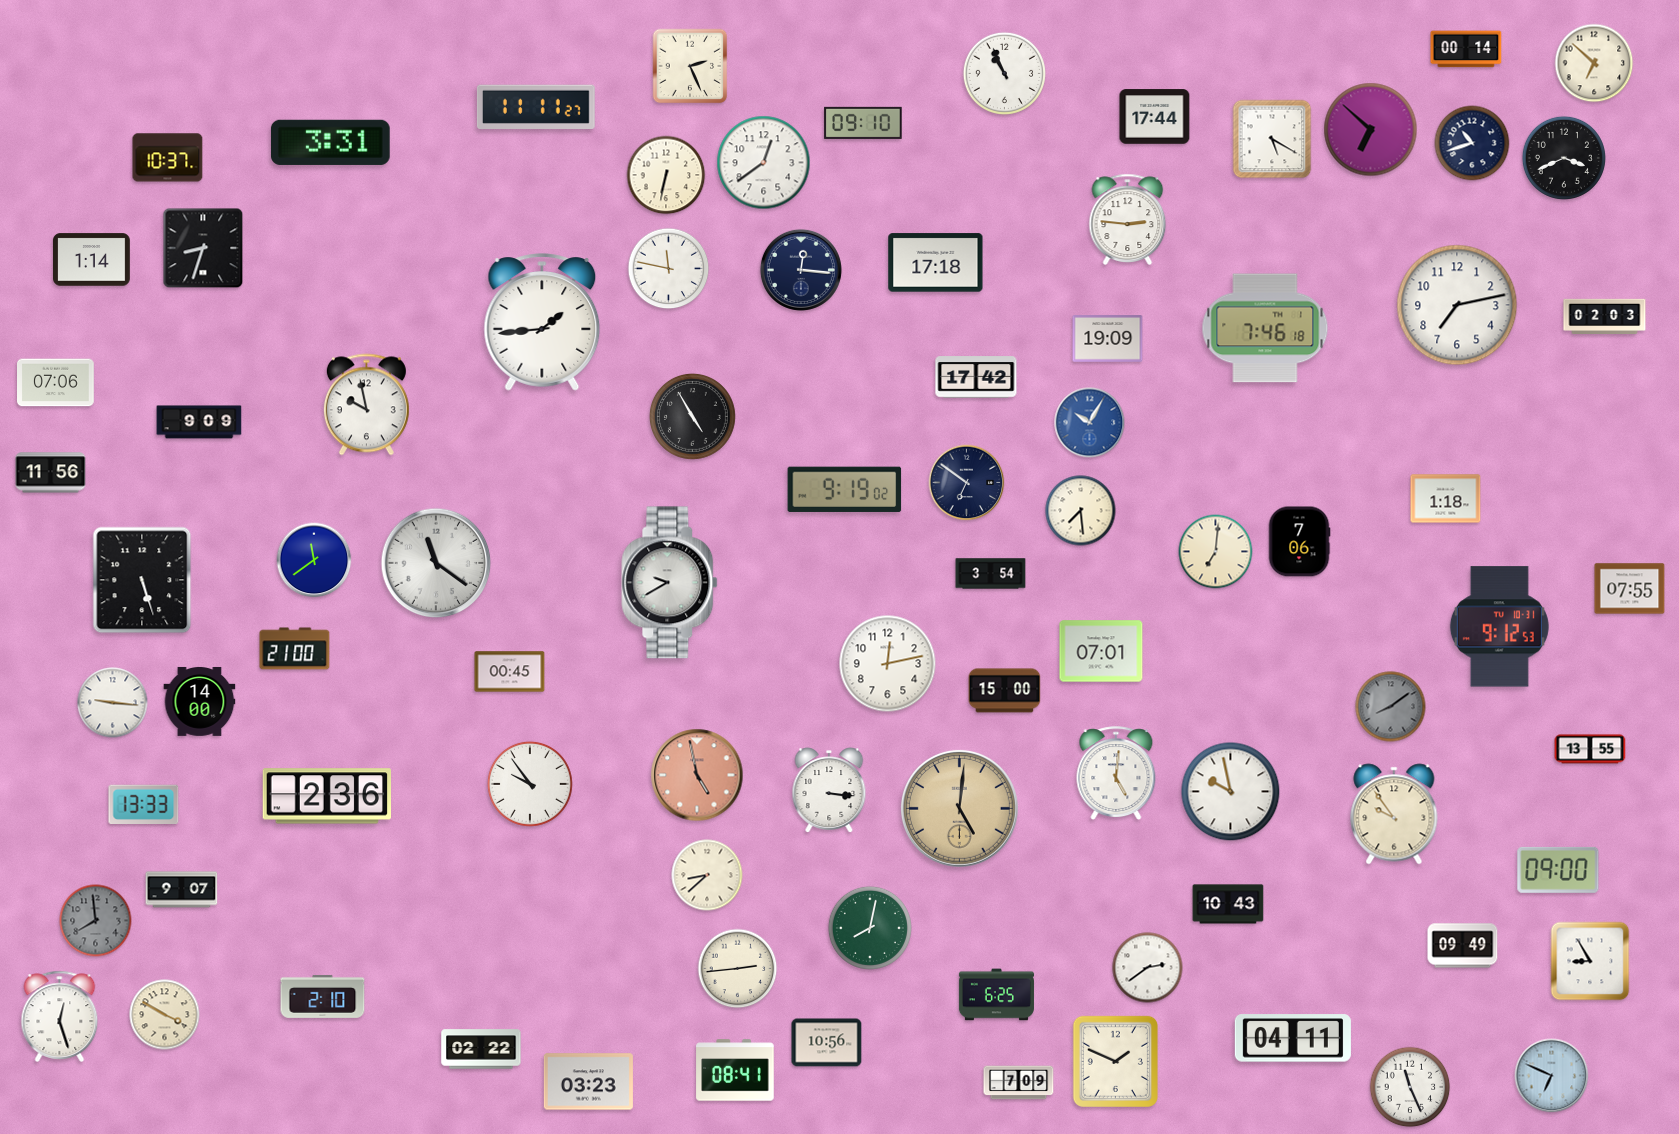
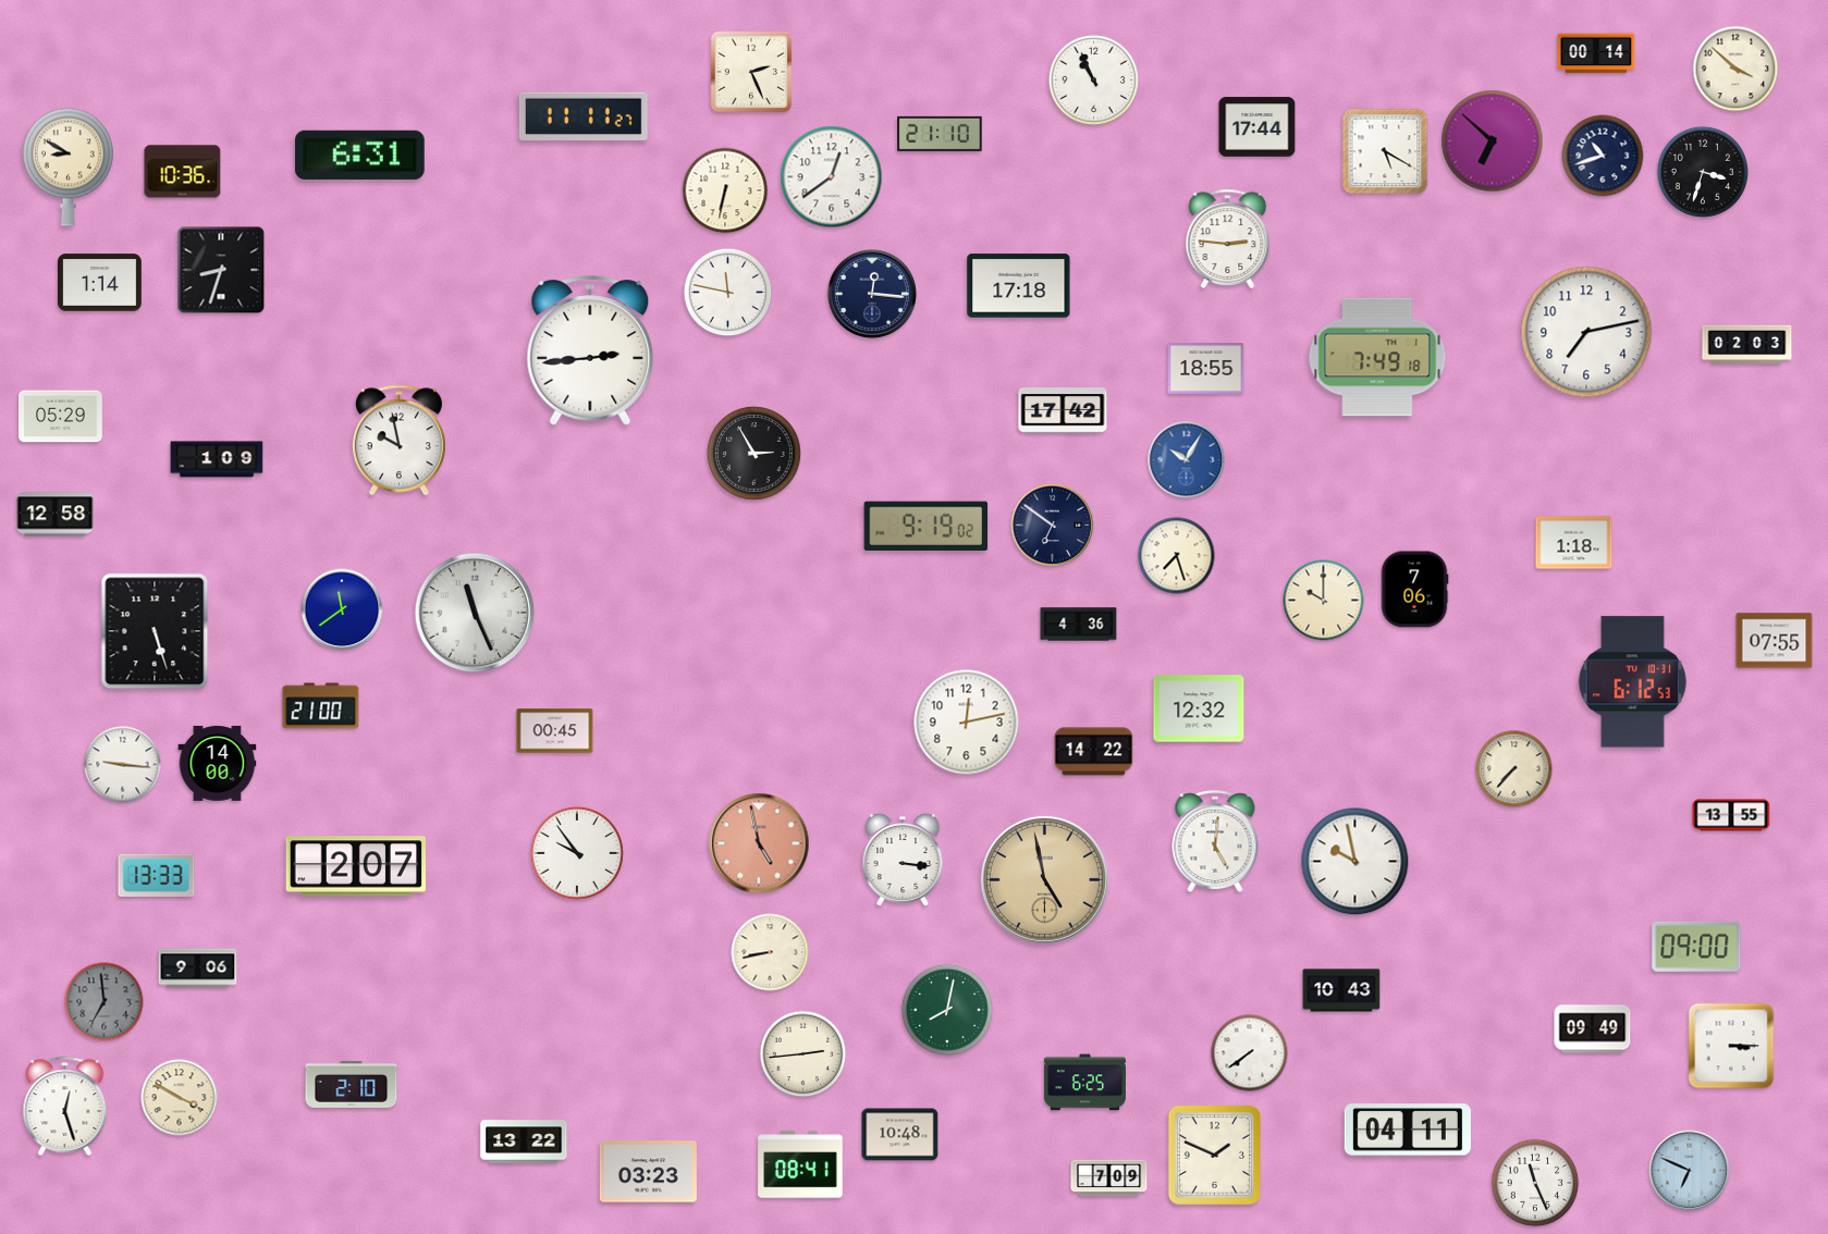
clock at (1594, 63): 6:52 -> 3:52
clock at (863, 123): 09:10 -> 21:10
clock at (331, 142): 3:31 -> 6:31
clock at (68, 166): none -> 8:50
clock at (168, 158): 10:37 -> 10:36
clock at (1564, 158): 3:41 -> 3:33
clock at (542, 322): 1:44 -> 2:44
clock at (1265, 328): 7:46 -> 7:49
clock at (1108, 339): 19:09 -> 18:55
clock at (56, 383): 07:06 -> 05:29
clock at (692, 416): 4:55 -> 2:55
clock at (199, 422): 9:09 -> 1:09
clock at (51, 473): 11:56 -> 12:58
clock at (845, 489) position: (845, 489) -> (927, 526)
clock at (1081, 511): 7:29 -> 7:27
clock at (1216, 552): 7:01 -> 10:00
clock at (436, 563): 11:21 -> 11:26
clock at (991, 574): 3:54 -> 4:36
clock at (670, 583): 9:40 -> none
clock at (1499, 627): 9:12 -> 6:12
clock at (1101, 651): 07:01 -> 12:32
clock at (1005, 691): 15:00 -> 14:22
clock at (1391, 707): 8:09 -> 7:37
clock at (1391, 707) dial: grey -> cream
clock at (1231, 792) position: (1231, 792) -> (1355, 862)
clock at (326, 796): 2:36 -> 2:07
clock at (959, 808): 5:01 -> 4:58
clock at (1394, 814): 9:54 -> none
clock at (707, 875): 8:38 -> 8:43
clock at (182, 890): 9:07 -> 9:06
clock at (1228, 904) position: (1228, 904) -> (1341, 990)
clock at (96, 921): 7:59 -> 6:59
clock at (1590, 961): 8:55 -> 3:15
clock at (1148, 968): 2:39 -> 7:39
clock at (165, 1015) position: (165, 1015) -> (180, 1098)
clock at (827, 1043): 10:56 -> 10:48
clock at (481, 1049): 02:22 -> 13:22
clock at (588, 1082) position: (588, 1082) -> (648, 1172)
